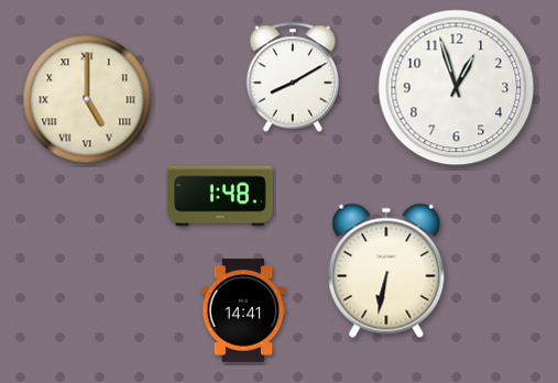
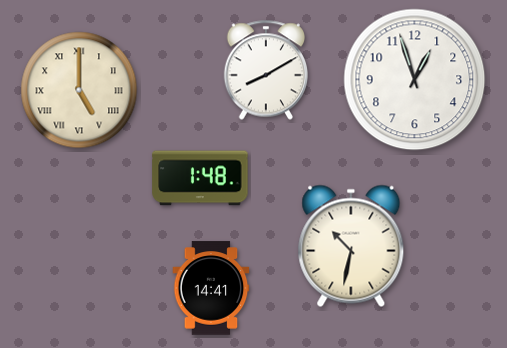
clock at (386, 271): 6:32 -> 10:32
clock at (243, 310) position: (243, 310) -> (211, 288)
